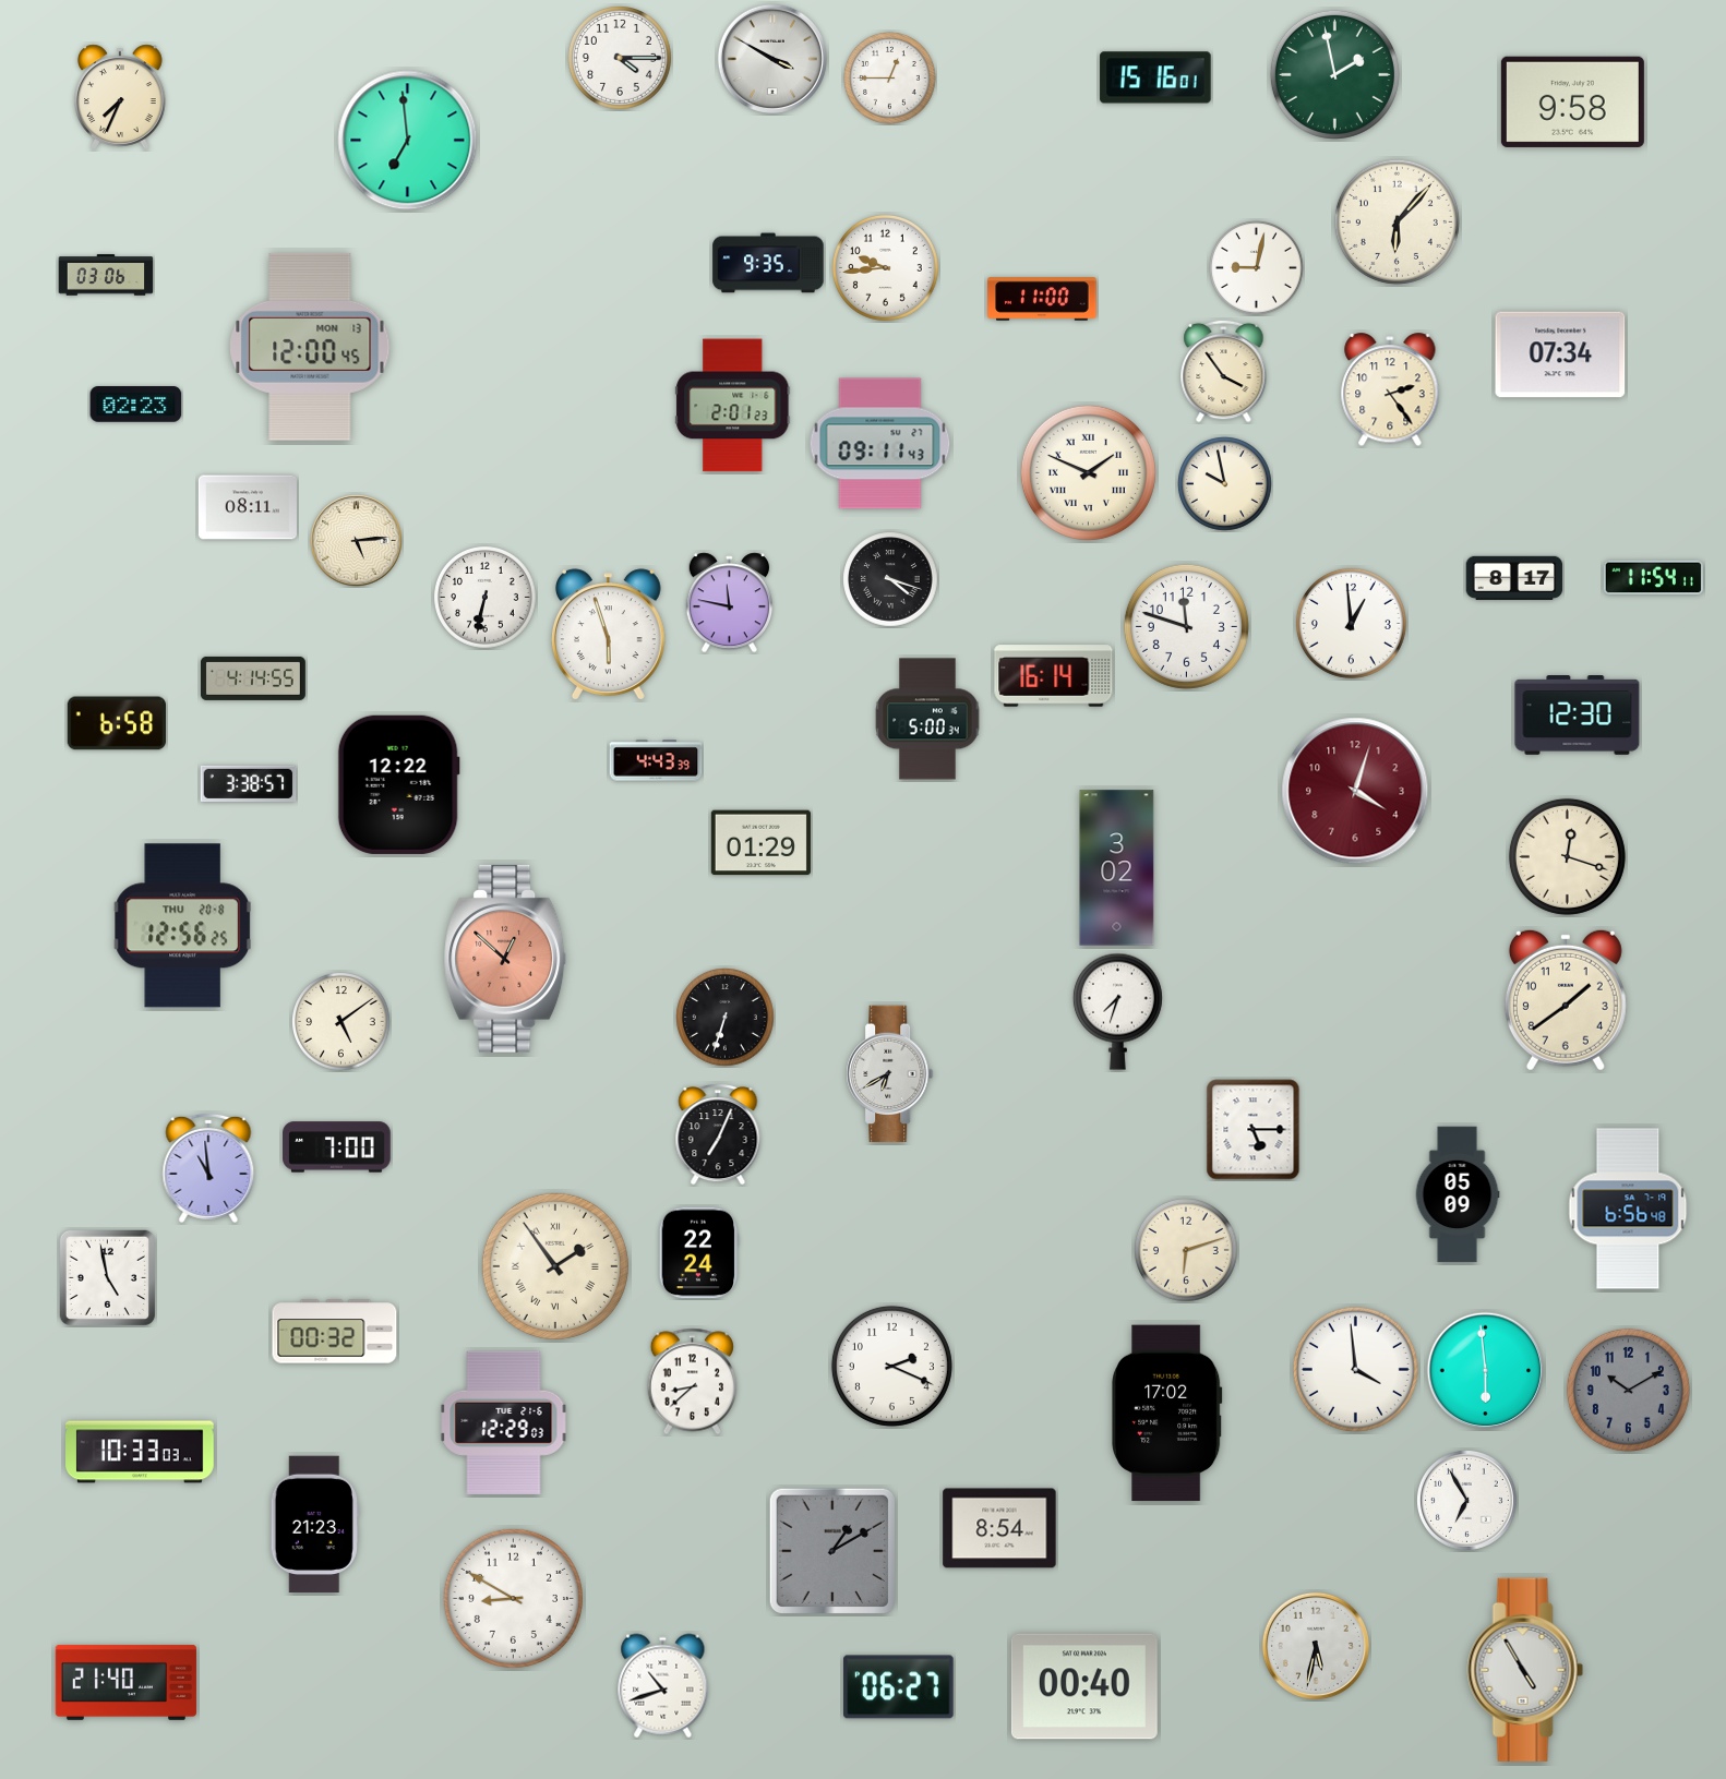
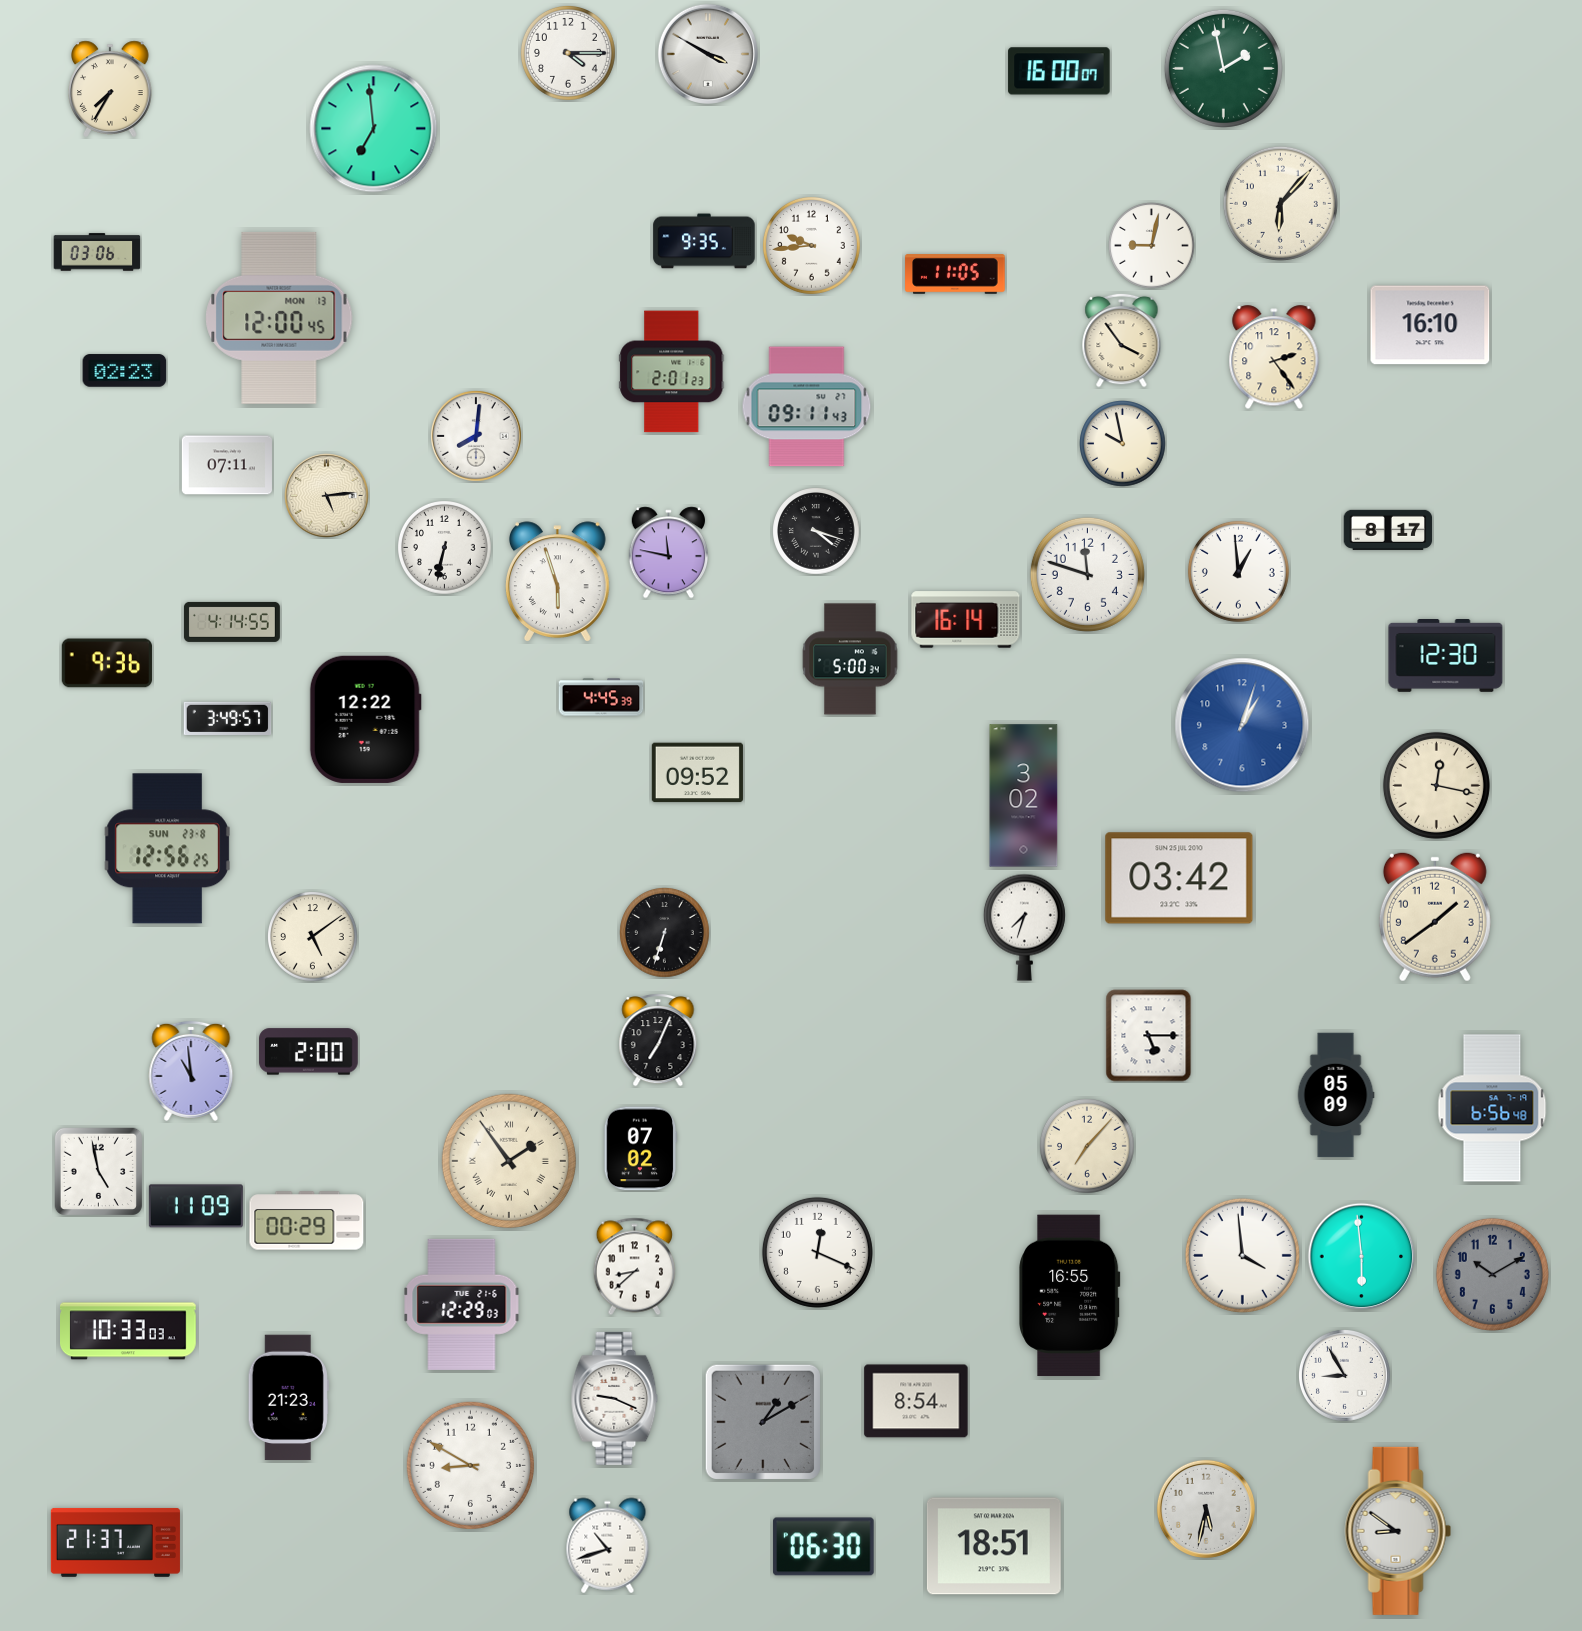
clock at (1155, 77): 15:16 -> 16:00
clock at (890, 79): 12:45 -> none
clock at (120, 97): 7:34 -> 7:35
clock at (1572, 101): 9:58 -> none
clock at (1042, 299): 11:00 -> 11:05
clock at (310, 347) position: (310, 347) -> (279, 318)
clock at (1560, 354): 07:34 -> 16:10
clock at (1088, 472): 1:49 -> none
clock at (477, 437): none -> 8:01
clock at (248, 507): 08:11 -> 07:11
clock at (1653, 578): 11:54 -> none
clock at (117, 723): 6:58 -> 9:36
clock at (656, 760): 4:43 -> 4:45
clock at (249, 783): 3:38 -> 3:49
clock at (1355, 791): 4:03 -> 1:03
clock at (1355, 791) dial: burgundy -> blue
clock at (760, 843): 01:29 -> 09:52
clock at (1567, 856): 12:18 -> 12:17
clock at (182, 926) date: THU 20-8 -> SUN 23-8
clock at (1179, 878): none -> 03:42
clock at (505, 959): 12:52 -> none
clock at (890, 1074): 6:40 -> none
clock at (337, 1147): 7:00 -> 2:00
clock at (1187, 1251): 6:12 -> 7:07
clock at (699, 1253): 22:24 -> 07:02
clock at (196, 1206): none -> 11:09
clock at (335, 1332): 00:32 -> 00:29
clock at (891, 1366): 2:19 -> 12:19
clock at (1167, 1414): 17:02 -> 16:55
clock at (1466, 1500): 6:55 -> 8:55
clock at (615, 1398): none -> 9:19
clock at (1525, 1670): 4:55 -> 8:51
clock at (125, 1682): 21:40 -> 21:37
clock at (1084, 1686): 00:40 -> 18:51
clock at (899, 1687): 06:27 -> 06:30
